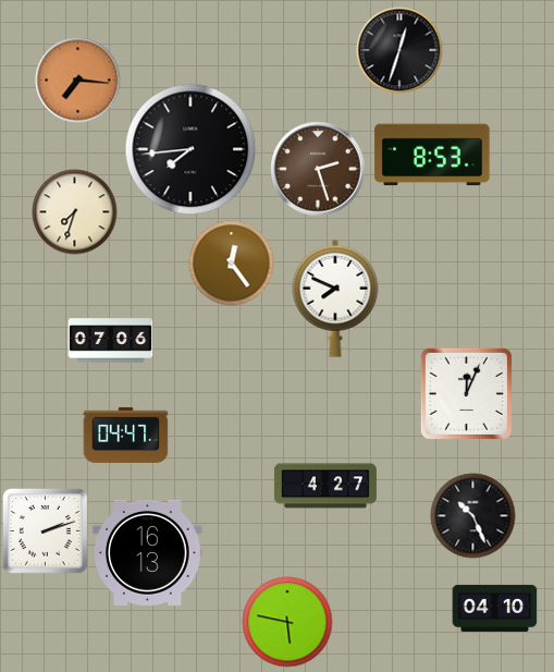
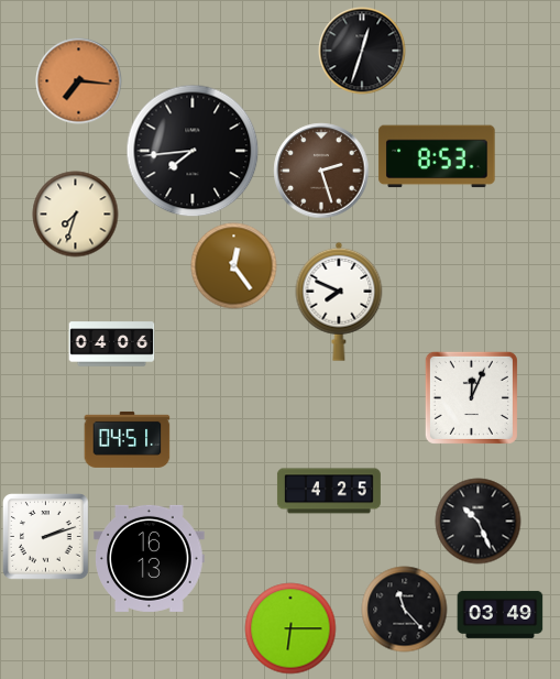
clock at (399, 50) position: (399, 50) -> (362, 51)
clock at (110, 341): 07:06 -> 04:06
clock at (125, 435): 04:47 -> 04:51
clock at (325, 486): 4:27 -> 4:25
clock at (404, 609): none -> 11:23
clock at (494, 608): 04:10 -> 03:49
clock at (287, 622): 5:47 -> 6:15
